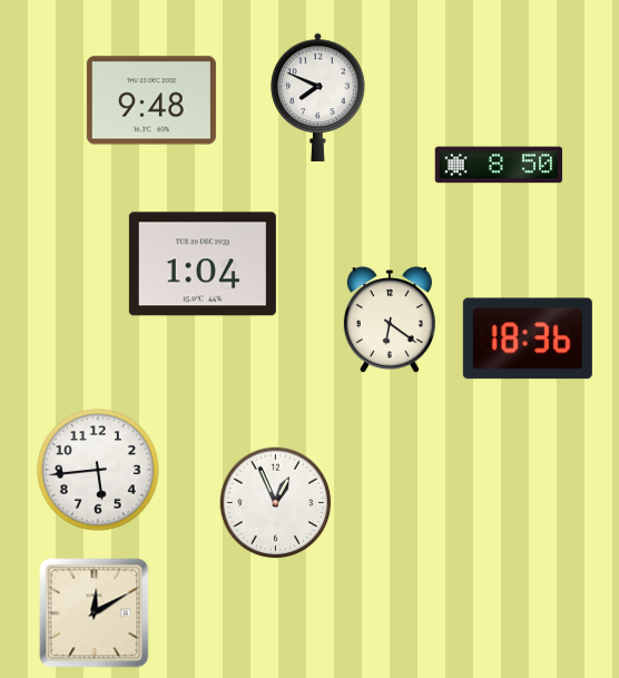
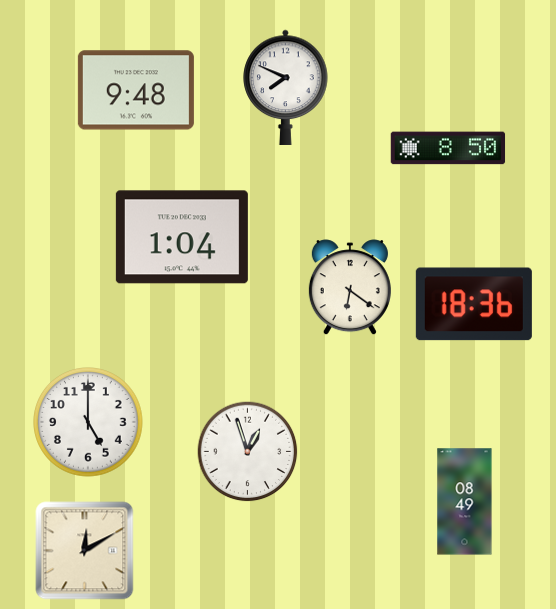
clock at (99, 471): 5:44 -> 5:00
clock at (276, 503): 12:56 -> 12:57
clock at (465, 502): none -> 08:49
